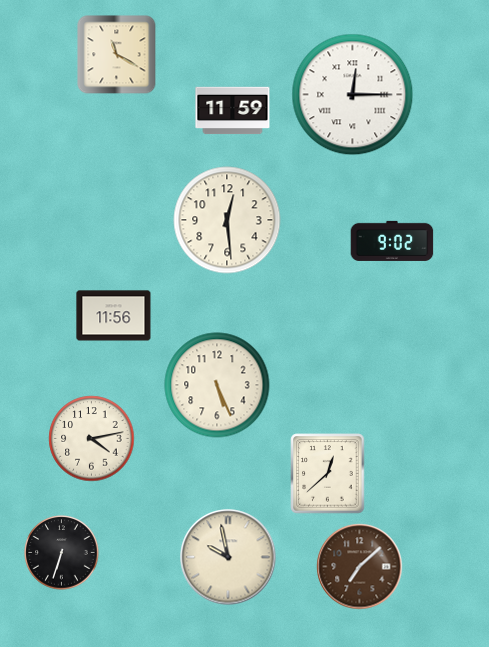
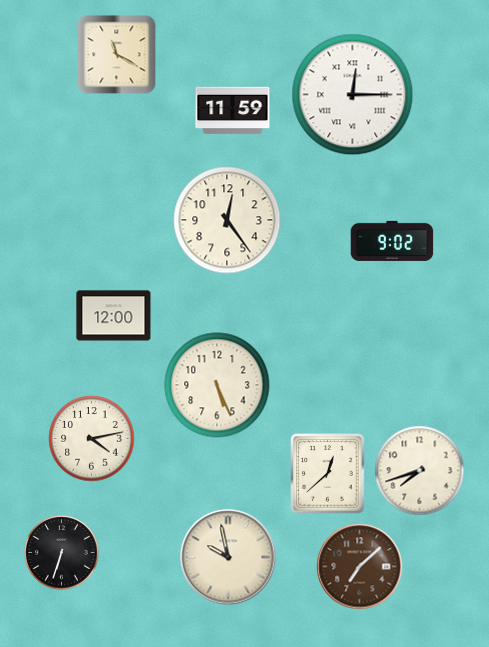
clock at (227, 220): 12:29 -> 12:24
clock at (114, 316): 11:56 -> 12:00
clock at (420, 471): none -> 7:42
